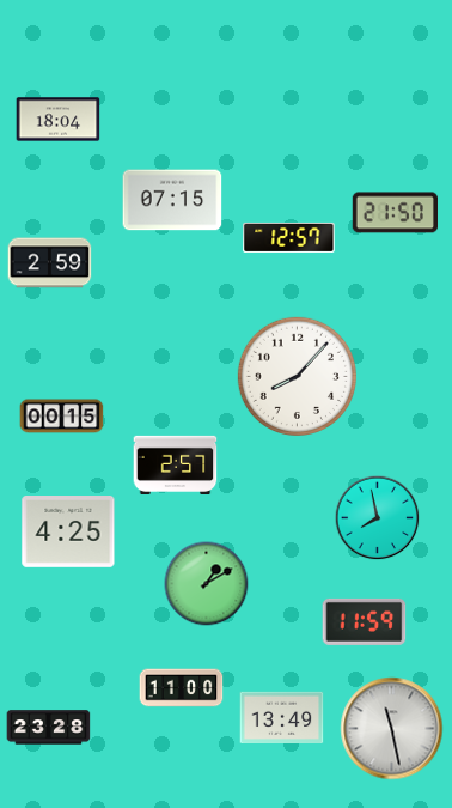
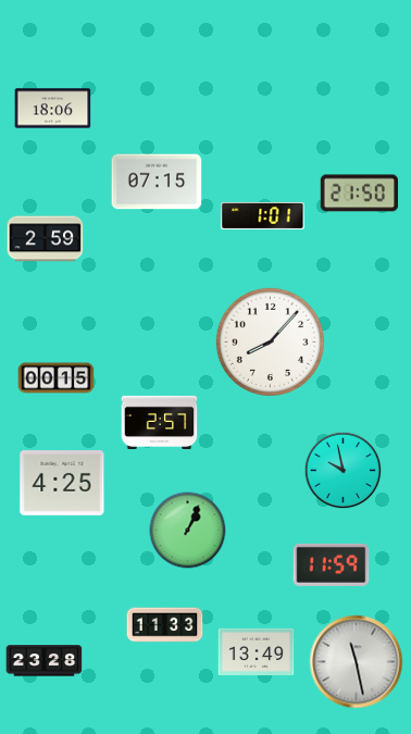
clock at (59, 120): 18:04 -> 18:06
clock at (289, 237): 12:57 -> 1:01
clock at (378, 518): 7:58 -> 9:58
clock at (207, 584): 1:10 -> 1:04
clock at (182, 688): 11:00 -> 11:33
